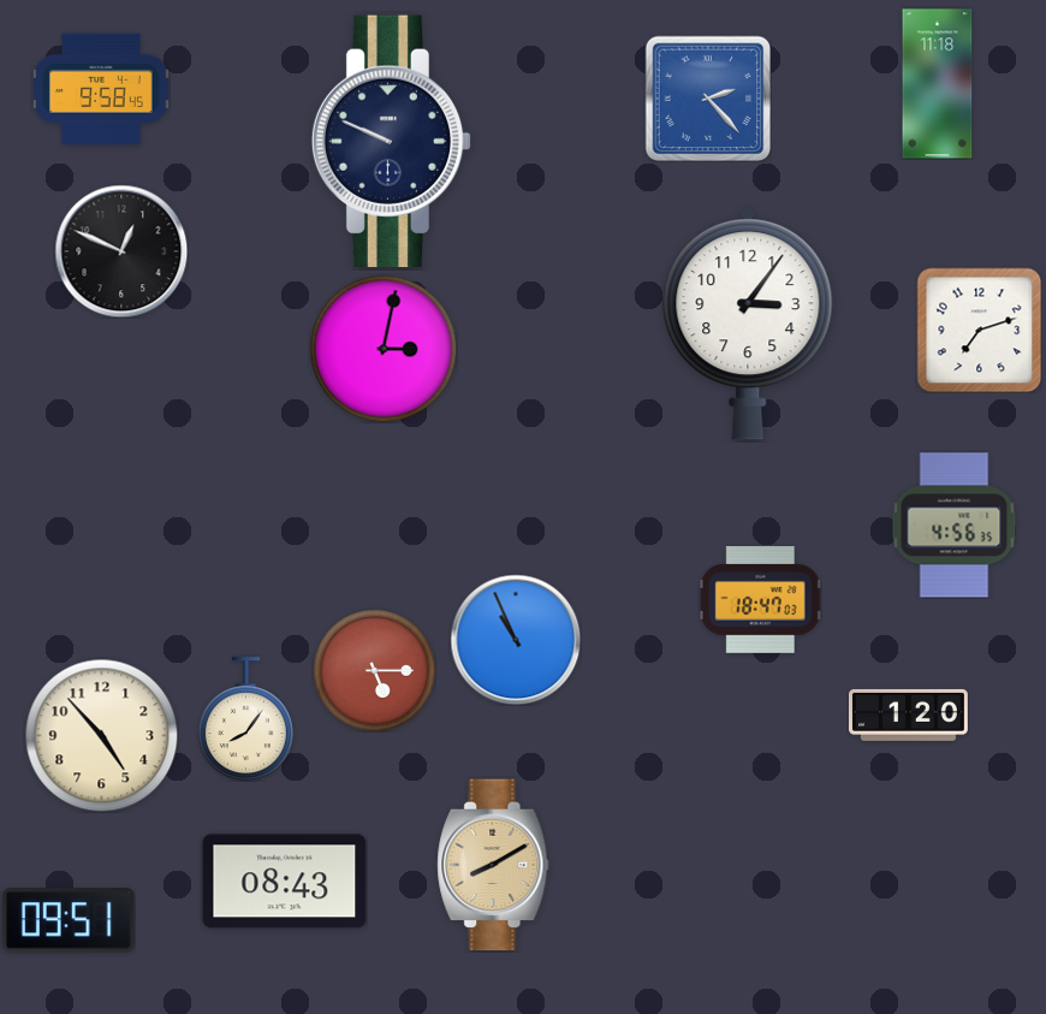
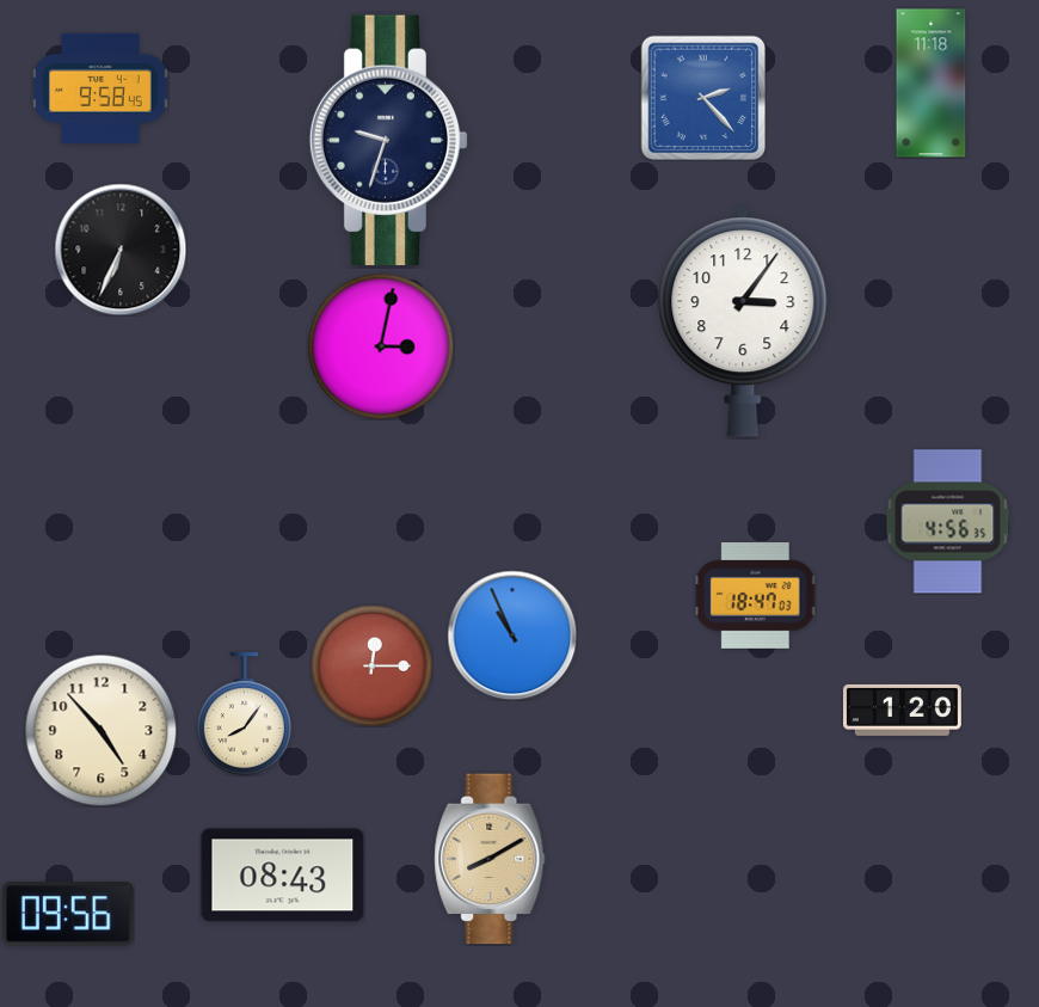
clock at (392, 141): 9:49 -> 9:33
clock at (121, 251): 12:49 -> 6:34
clock at (979, 330): 7:12 -> none
clock at (374, 670): 5:15 -> 12:15
clock at (69, 920): 09:51 -> 09:56
